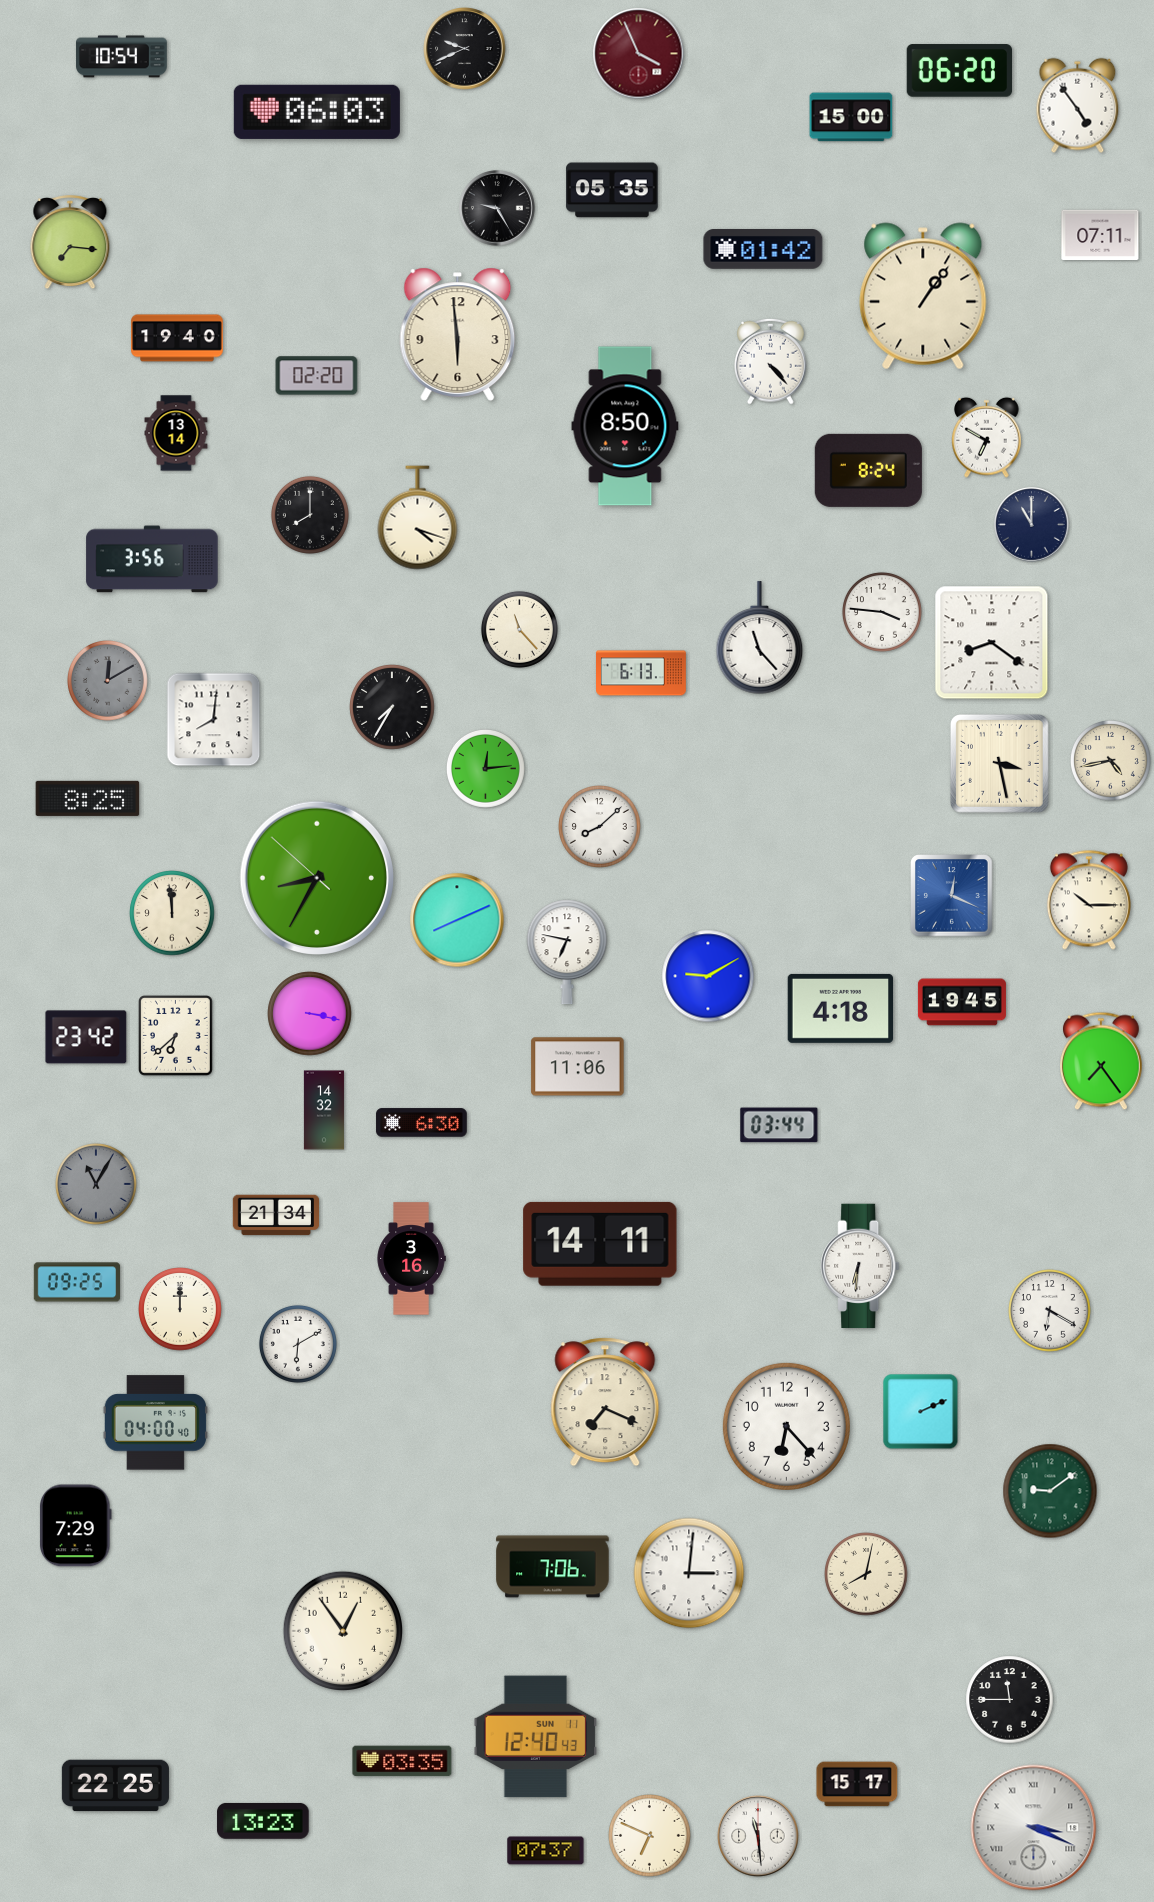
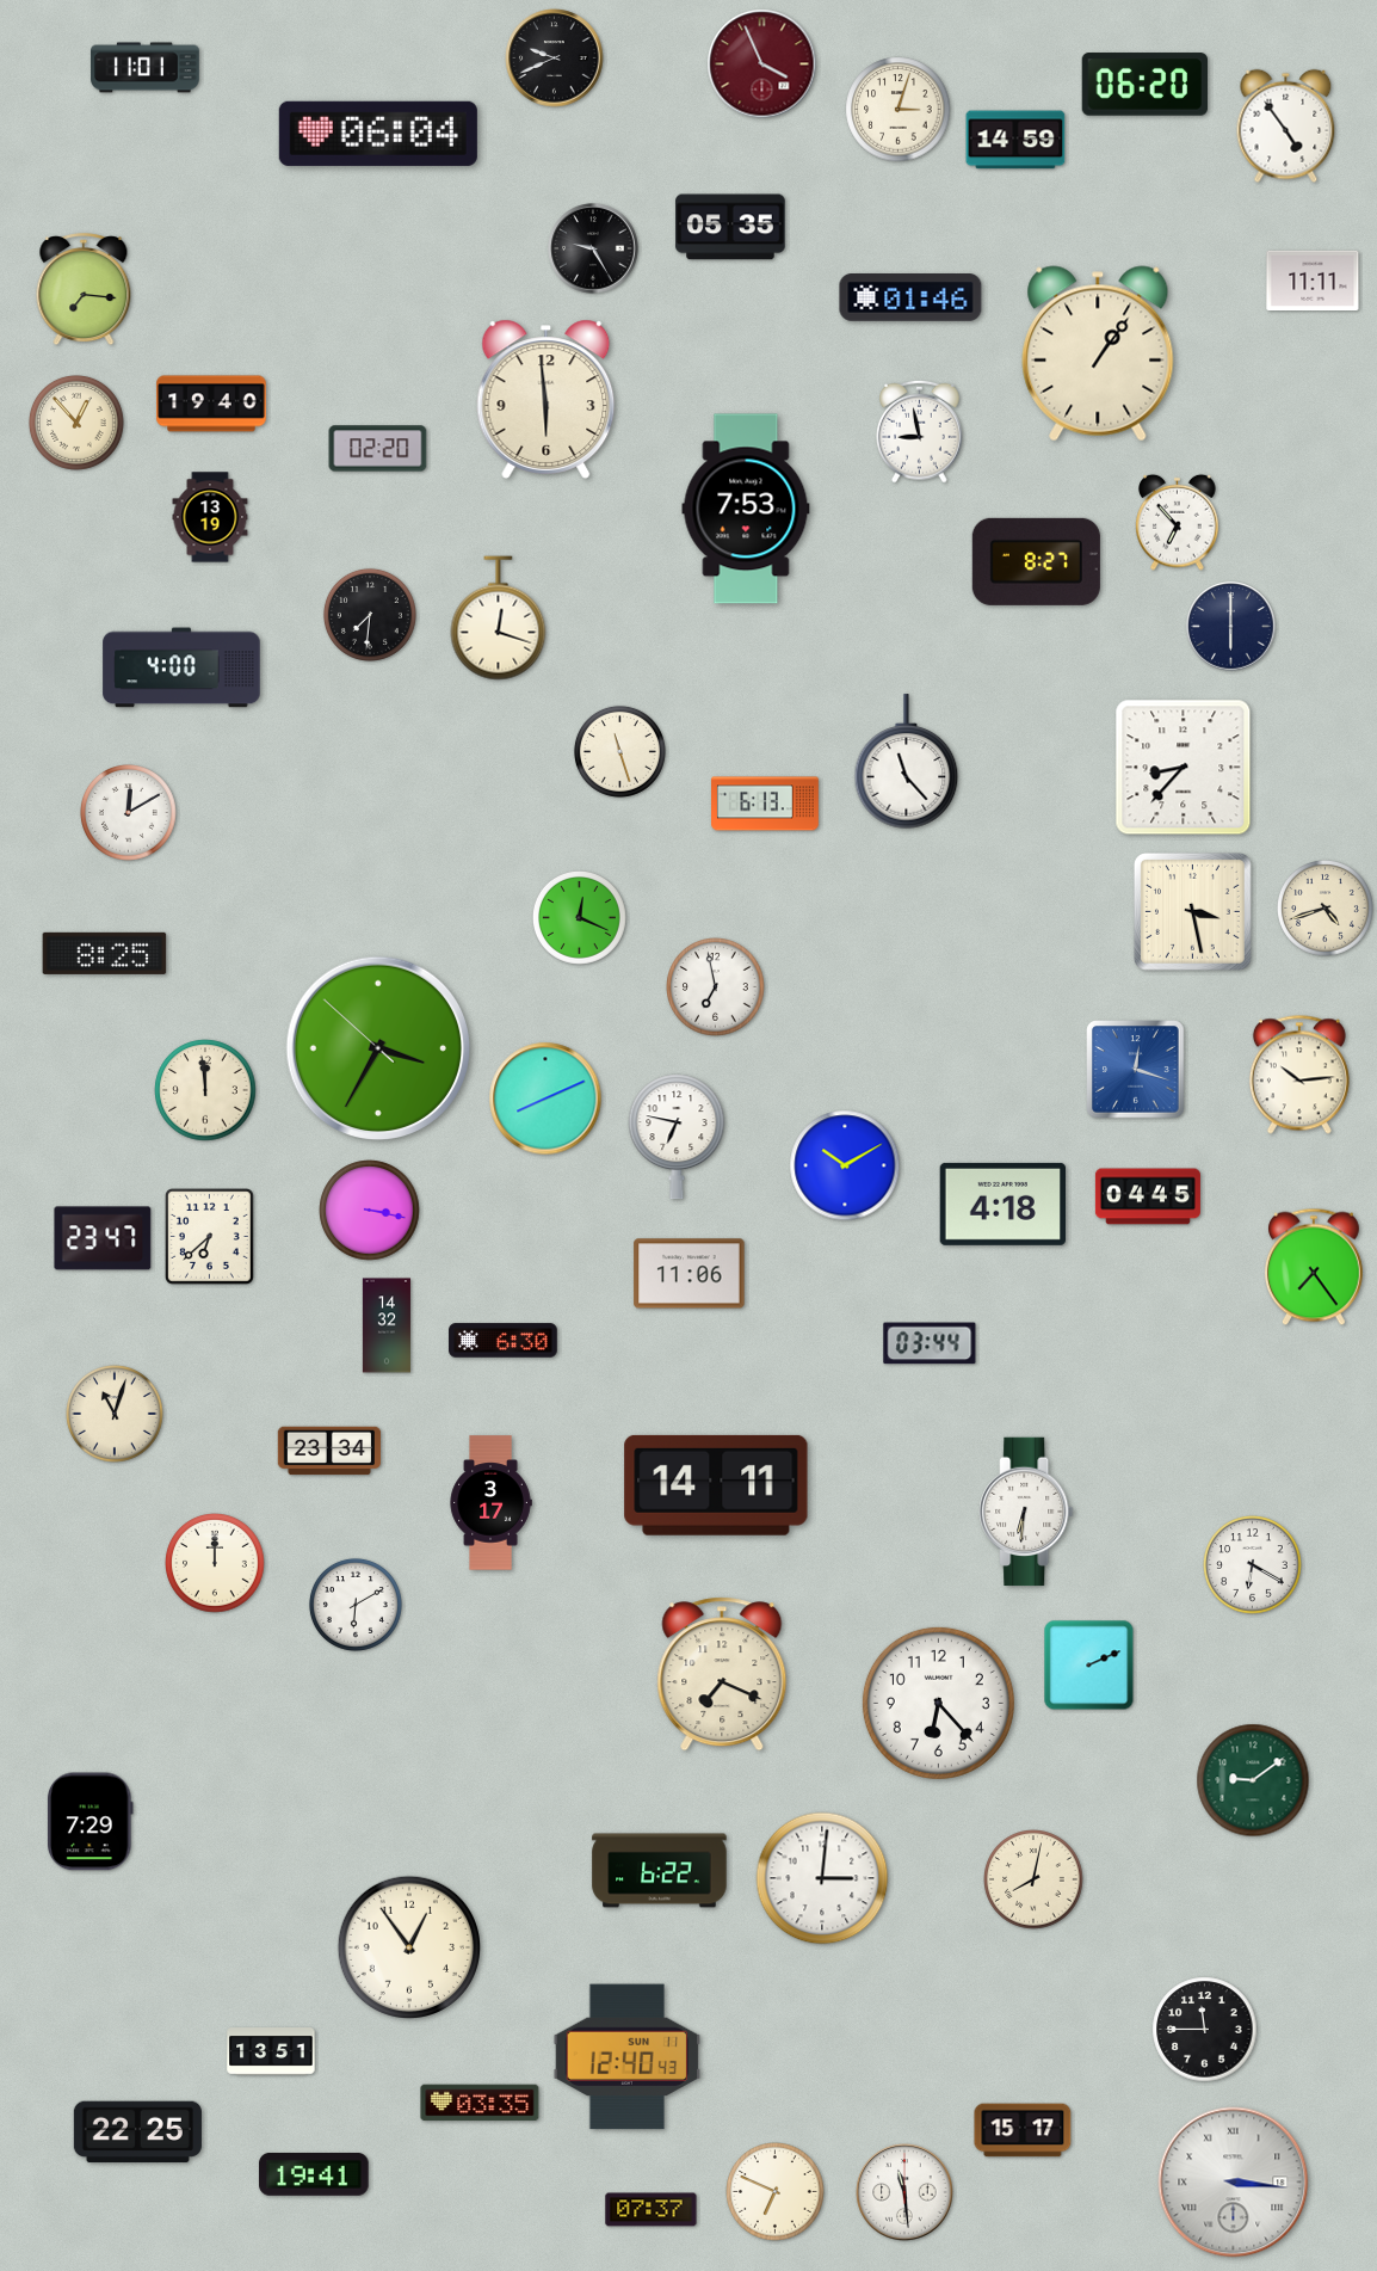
clock at (122, 57): 10:54 -> 11:01
clock at (899, 110): none -> 3:03
clock at (317, 112): 06:03 -> 06:04
clock at (851, 117): 15:00 -> 14:59
clock at (1100, 235): 07:11 -> 11:11
clock at (763, 250): 01:42 -> 01:46
clock at (923, 296) position: (923, 296) -> (1098, 353)
clock at (76, 423): none -> 12:53
clock at (771, 361): 4:23 -> 8:58
clock at (625, 426): 8:50 -> 7:53
clock at (176, 433): 13:14 -> 13:19
clock at (987, 437): 6:50 -> 6:53
clock at (868, 470): 8:24 -> 8:27
clock at (310, 515): 8:00 -> 7:31
clock at (418, 518): 4:18 -> 12:18
clock at (1032, 525): 11:00 -> 6:00
clock at (152, 559): 3:56 -> 4:00
clock at (882, 612): 3:46 -> none
clock at (519, 629): 11:23 -> 11:27
clock at (992, 643): 8:21 -> 8:37
clock at (108, 681) dial: grey -> white
clock at (392, 707): 7:35 -> none
clock at (214, 720): 8:01 -> none
clock at (1111, 761): 4:43 -> 4:42
clock at (485, 768): 12:14 -> 12:19
clock at (600, 827): 8:08 -> 6:58
clock at (316, 877): 8:34 -> 3:34
clock at (952, 896): 12:19 -> 12:18
clock at (1089, 900): 10:15 -> 10:14
clock at (708, 976): 9:10 -> 10:10
clock at (962, 1002): 19:45 -> 04:45
clock at (86, 1037): 23:42 -> 23:47
clock at (97, 1185): 11:05 -> 11:03
clock at (97, 1185) dial: grey -> cream
clock at (276, 1215): 21:34 -> 23:34
clock at (411, 1259): 3:16 -> 3:17
clock at (77, 1282): 09:25 -> none
clock at (921, 1412) position: (921, 1412) -> (1089, 1666)
clock at (155, 1423): 04:00 -> none
clock at (553, 1567): 7:06 -> 6:22
clock at (271, 2051): none -> 13:51
clock at (536, 1737) position: (536, 1737) -> (628, 2057)
clock at (263, 1821): 13:23 -> 19:41
clock at (1034, 1828): 3:19 -> 3:16
